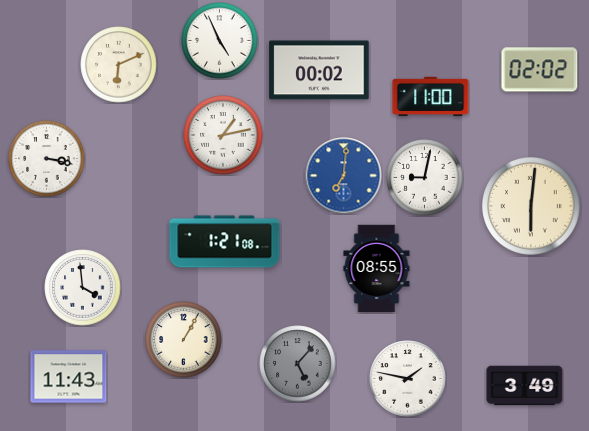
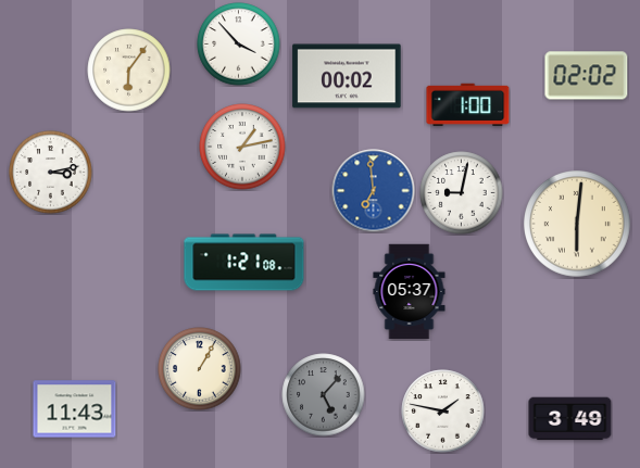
clock at (220, 41): 4:56 -> 3:53
clock at (119, 65): 6:11 -> 6:06
clock at (431, 97): 11:00 -> 1:00
clock at (47, 159): 3:17 -> 3:13
clock at (344, 176): 7:01 -> 6:59
clock at (377, 269): 08:55 -> 05:37
clock at (83, 288): 3:59 -> none
